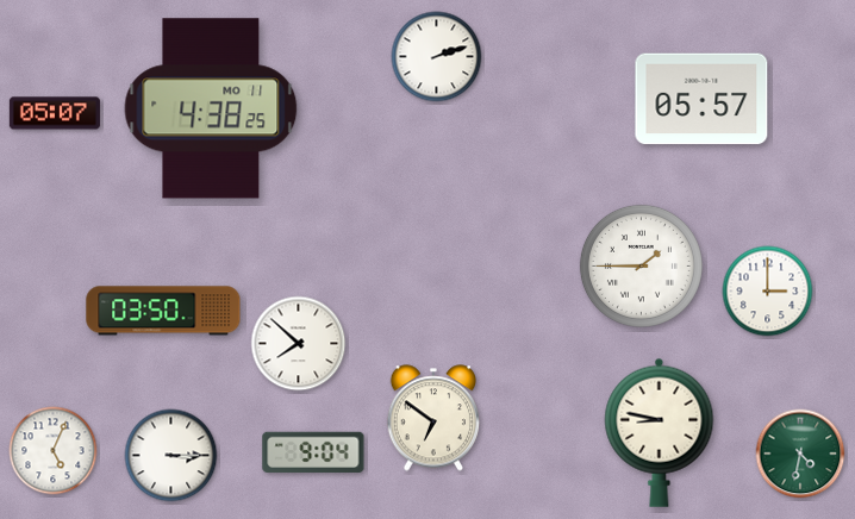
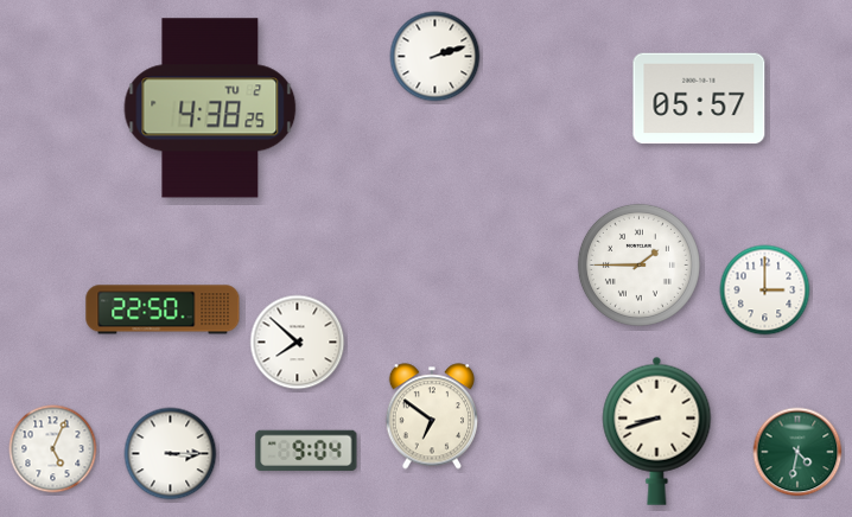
clock at (211, 108) date: MO 11 -> TU 2
clock at (55, 113): 05:07 -> none
clock at (163, 311): 03:50 -> 22:50
clock at (660, 432): 8:47 -> 8:42
clock at (313, 451) position: (313, 451) -> (306, 449)
